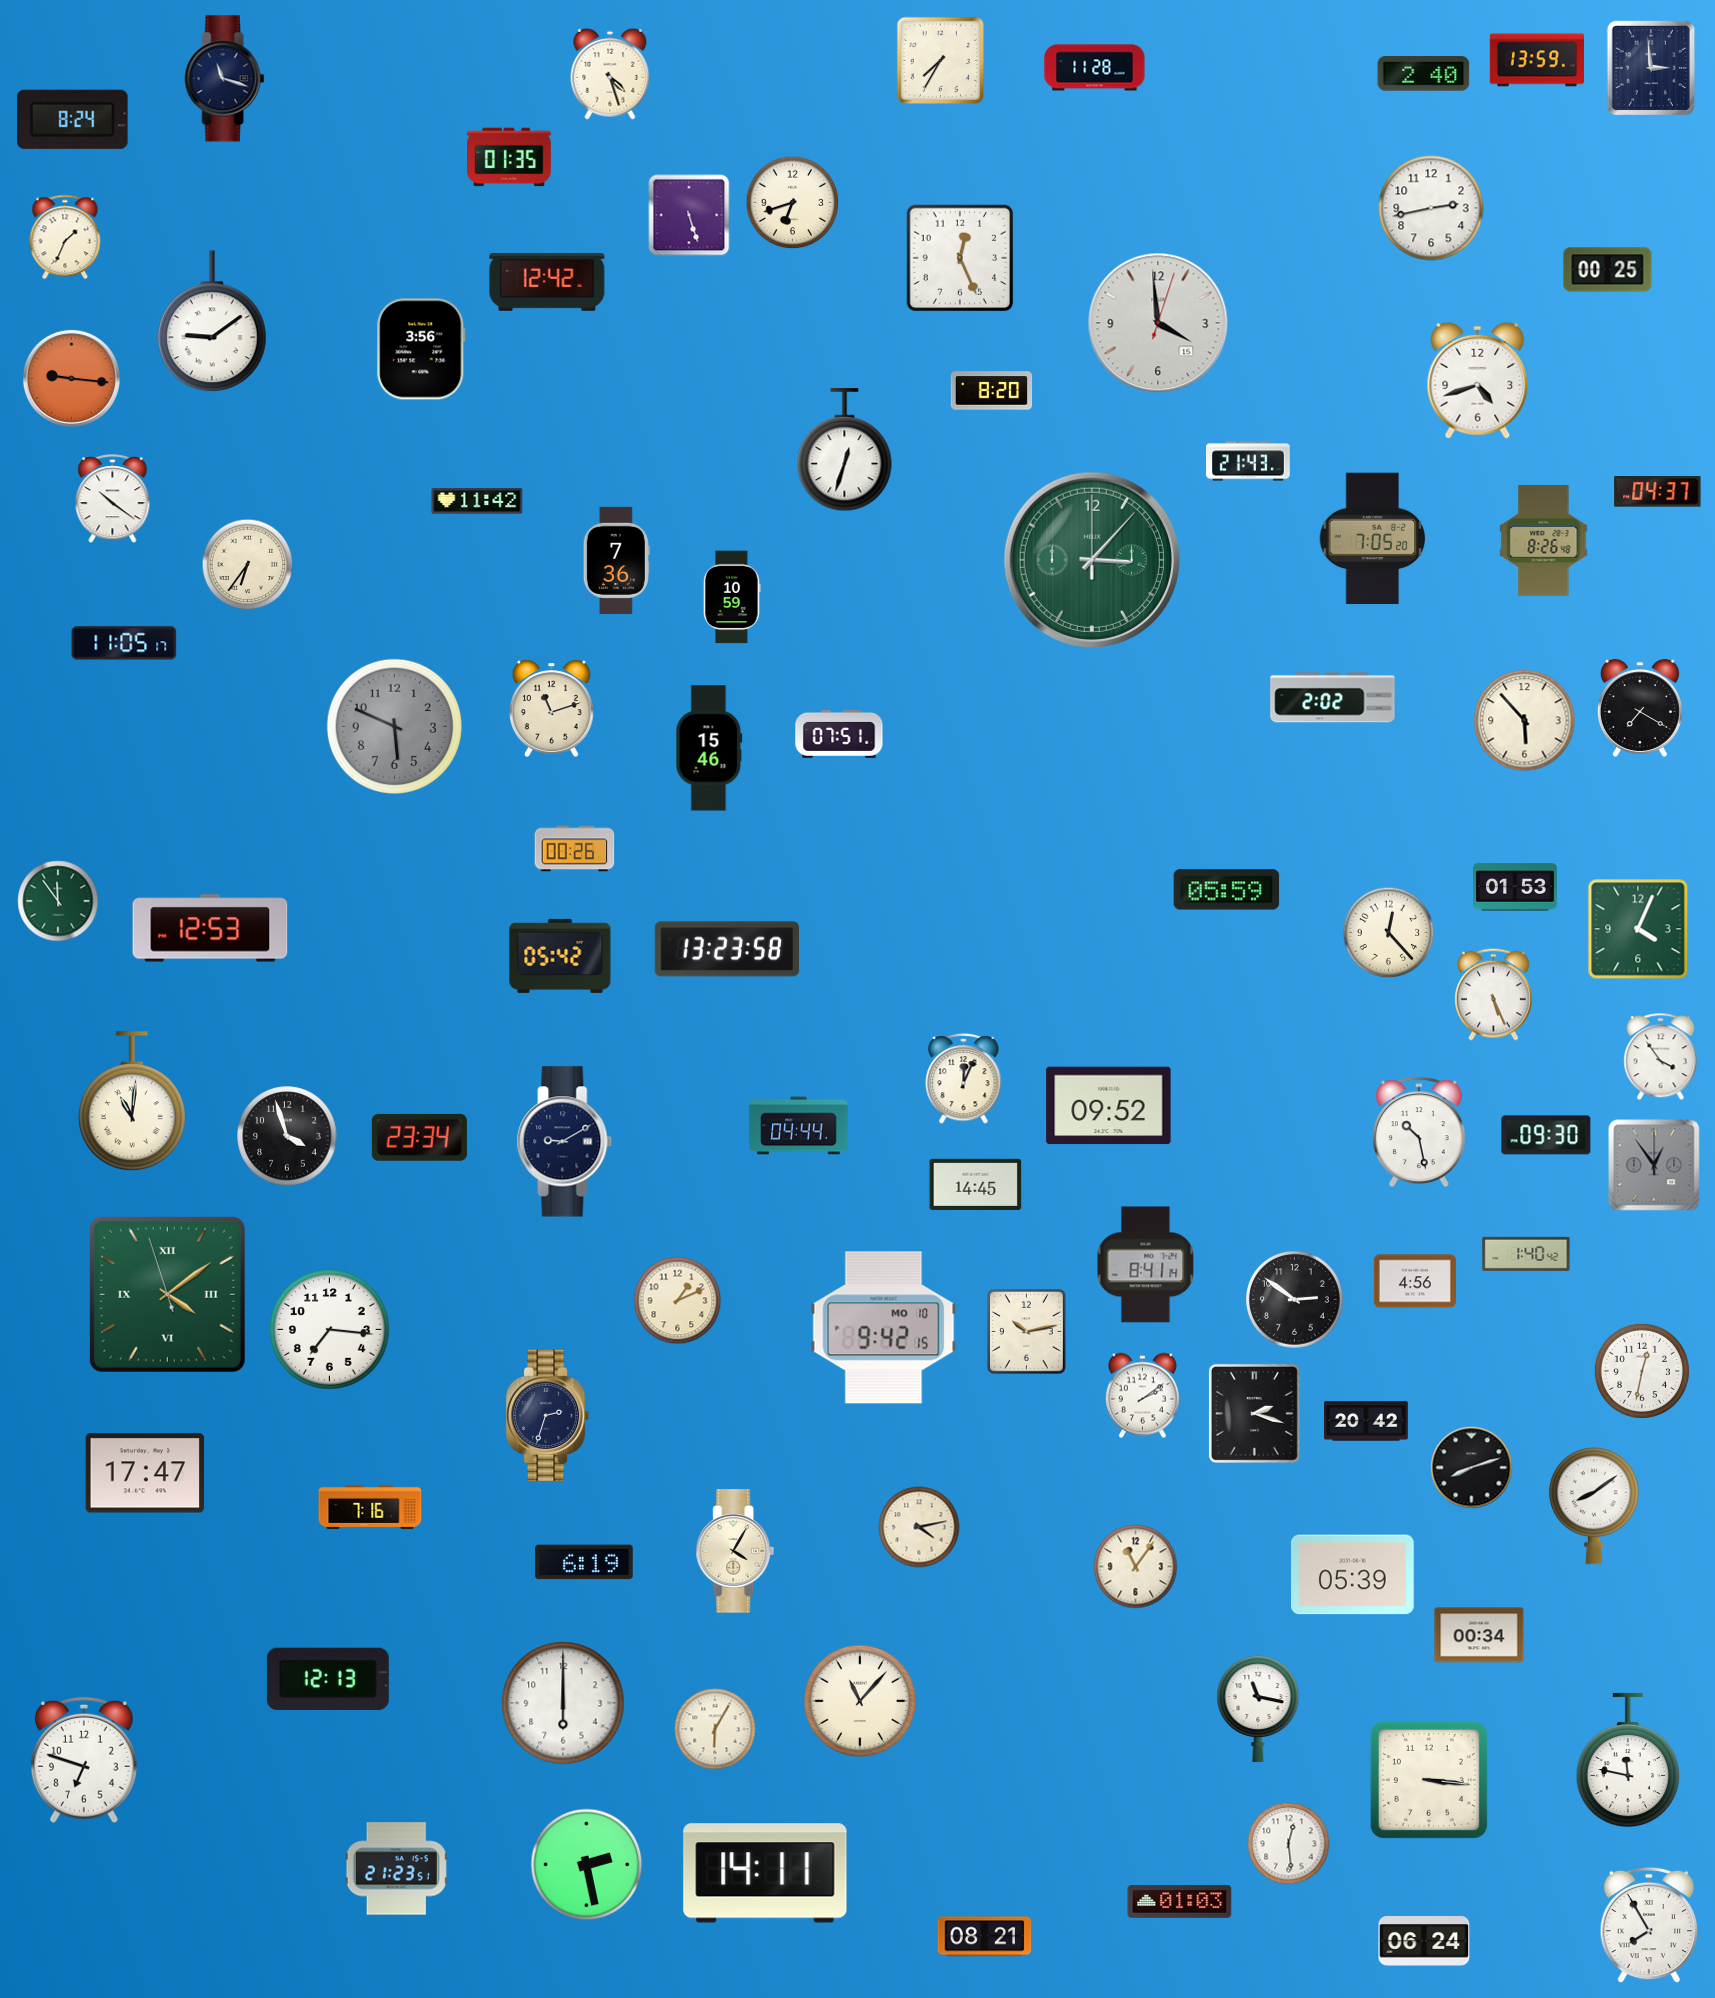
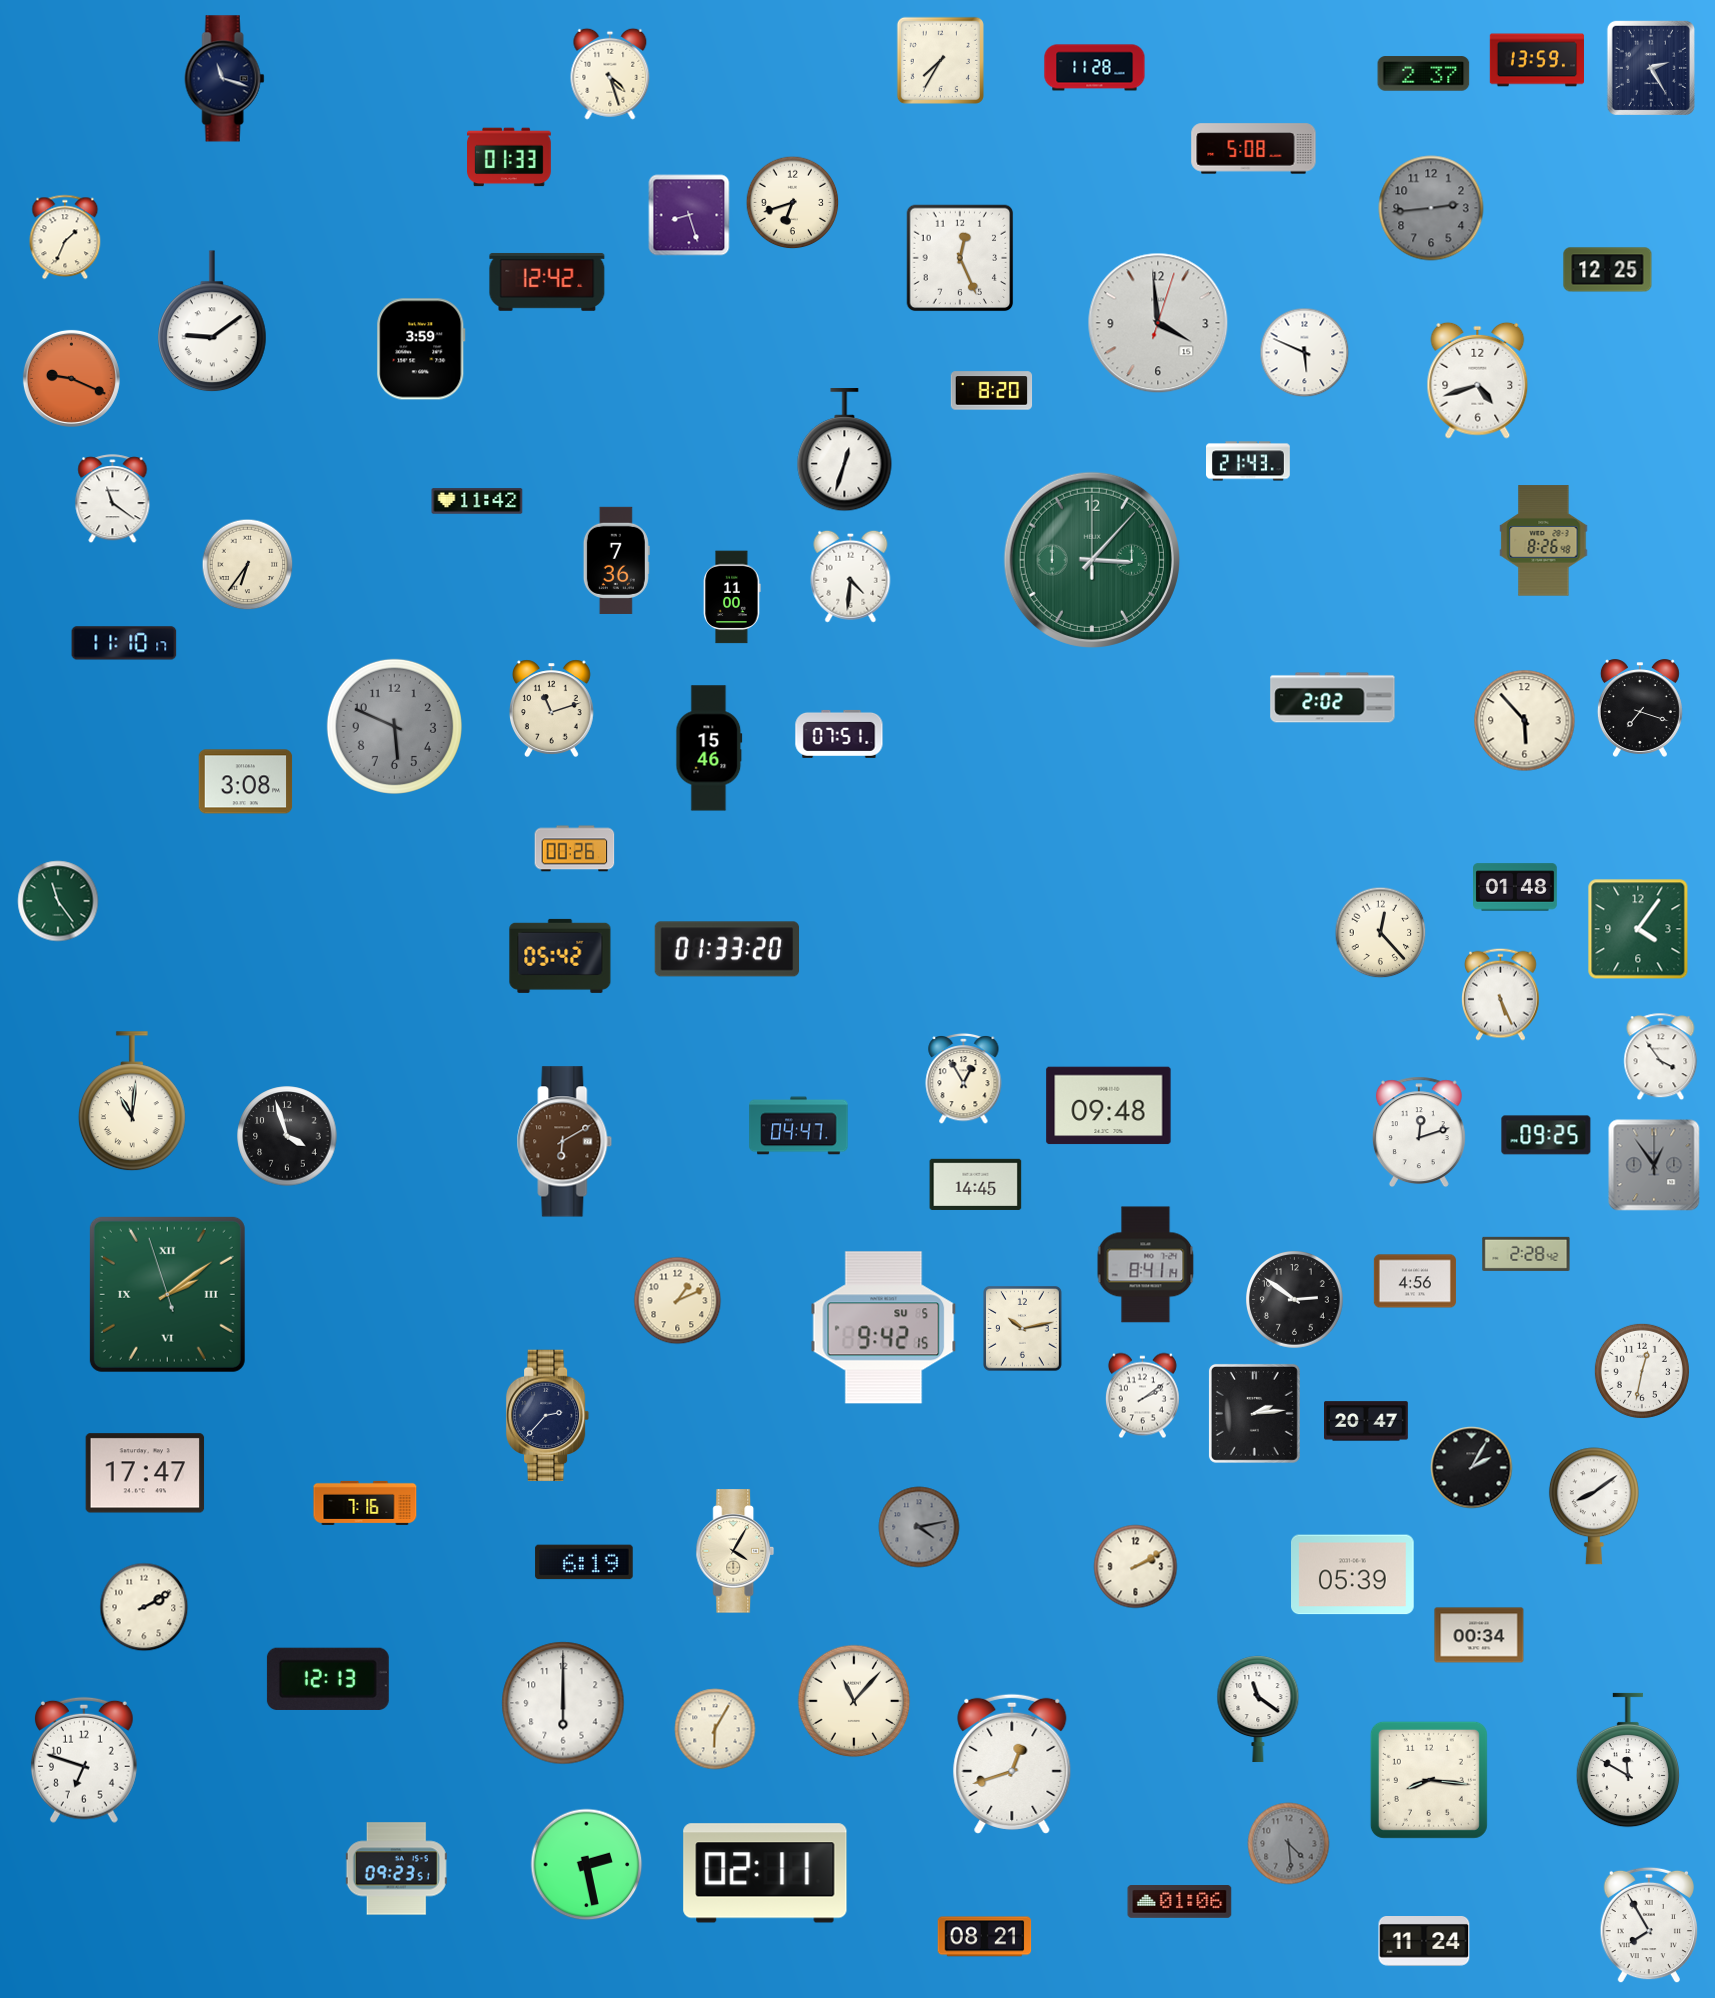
clock at (1651, 68): 2:59 -> 2:25
clock at (1424, 74): 2:40 -> 2:37
clock at (73, 119): 8:24 -> none
clock at (1254, 149): none -> 5:08
clock at (510, 157): 01:35 -> 01:33
clock at (1431, 208): 2:43 -> 2:44
clock at (1431, 208) dial: white -> grey
clock at (689, 215): 5:27 -> 8:27
clock at (1608, 270): 00:25 -> 12:25
clock at (421, 349): 3:56 -> 3:59
clock at (1305, 353): none -> 5:49
clock at (71, 378): 9:16 -> 9:19
clock at (1658, 492): 04:37 -> none
clock at (113, 499): 10:21 -> 11:21
clock at (1373, 539): 7:05 -> none
clock at (851, 576): none -> 4:31
clock at (732, 597): 10:59 -> 11:00
clock at (124, 643): 11:05 -> 11:10
clock at (1640, 708): 7:20 -> 7:18
clock at (246, 782): none -> 3:08
clock at (1516, 887): 01:53 -> 01:48
clock at (1227, 890): 05:59 -> none
clock at (58, 901): 11:54 -> 11:24
clock at (210, 928): 12:53 -> none
clock at (1638, 929): 4:04 -> 4:06
clock at (1389, 933) position: (1389, 933) -> (1381, 933)
clock at (727, 949): 13:23 -> 01:33
clock at (1494, 994) position: (1494, 994) -> (1501, 994)
clock at (964, 1078): 12:04 -> 12:55
clock at (1109, 1106): 09:52 -> 09:48
clock at (799, 1126): 04:44 -> 04:47
clock at (1419, 1132): 10:28 -> 12:12
clock at (1546, 1135): 09:30 -> 09:25
clock at (419, 1137): 23:34 -> none
clock at (565, 1142): 9:10 -> 6:10
clock at (565, 1142) dial: navy -> brown
clock at (1526, 1254): 1:40 -> 2:28
clock at (167, 1294): 4:08 -> 2:08
clock at (884, 1328) date: MO 10 -> SU 5
clock at (330, 1330): 7:16 -> none
clock at (1027, 1332) position: (1027, 1332) -> (1023, 1329)
clock at (1254, 1413): 2:18 -> 2:14
clock at (548, 1416): 2:33 -> 2:37
clock at (1367, 1421): 20:42 -> 20:47
clock at (1472, 1468): 8:12 -> 2:05
clock at (370, 1507) position: (370, 1507) -> (365, 1503)
clock at (919, 1527) dial: cream -> grey
clock at (1136, 1567): 11:06 -> 2:10
clock at (144, 1607): none -> 2:10
clock at (860, 1701) position: (860, 1701) -> (854, 1701)
clock at (1258, 1709): 11:17 -> 11:21
clock at (1628, 1760): 11:47 -> 11:50
clock at (1012, 1764): none -> 12:42
clock at (1429, 1780): 3:16 -> 8:16
clock at (1289, 1844): 12:29 -> 4:29
clock at (1289, 1844) dial: white -> grey
clock at (396, 1869): 21:23 -> 09:23
clock at (765, 1873): 14:11 -> 02:11
clock at (1180, 1902): 01:03 -> 01:06
clock at (1424, 1941): 06:24 -> 11:24
